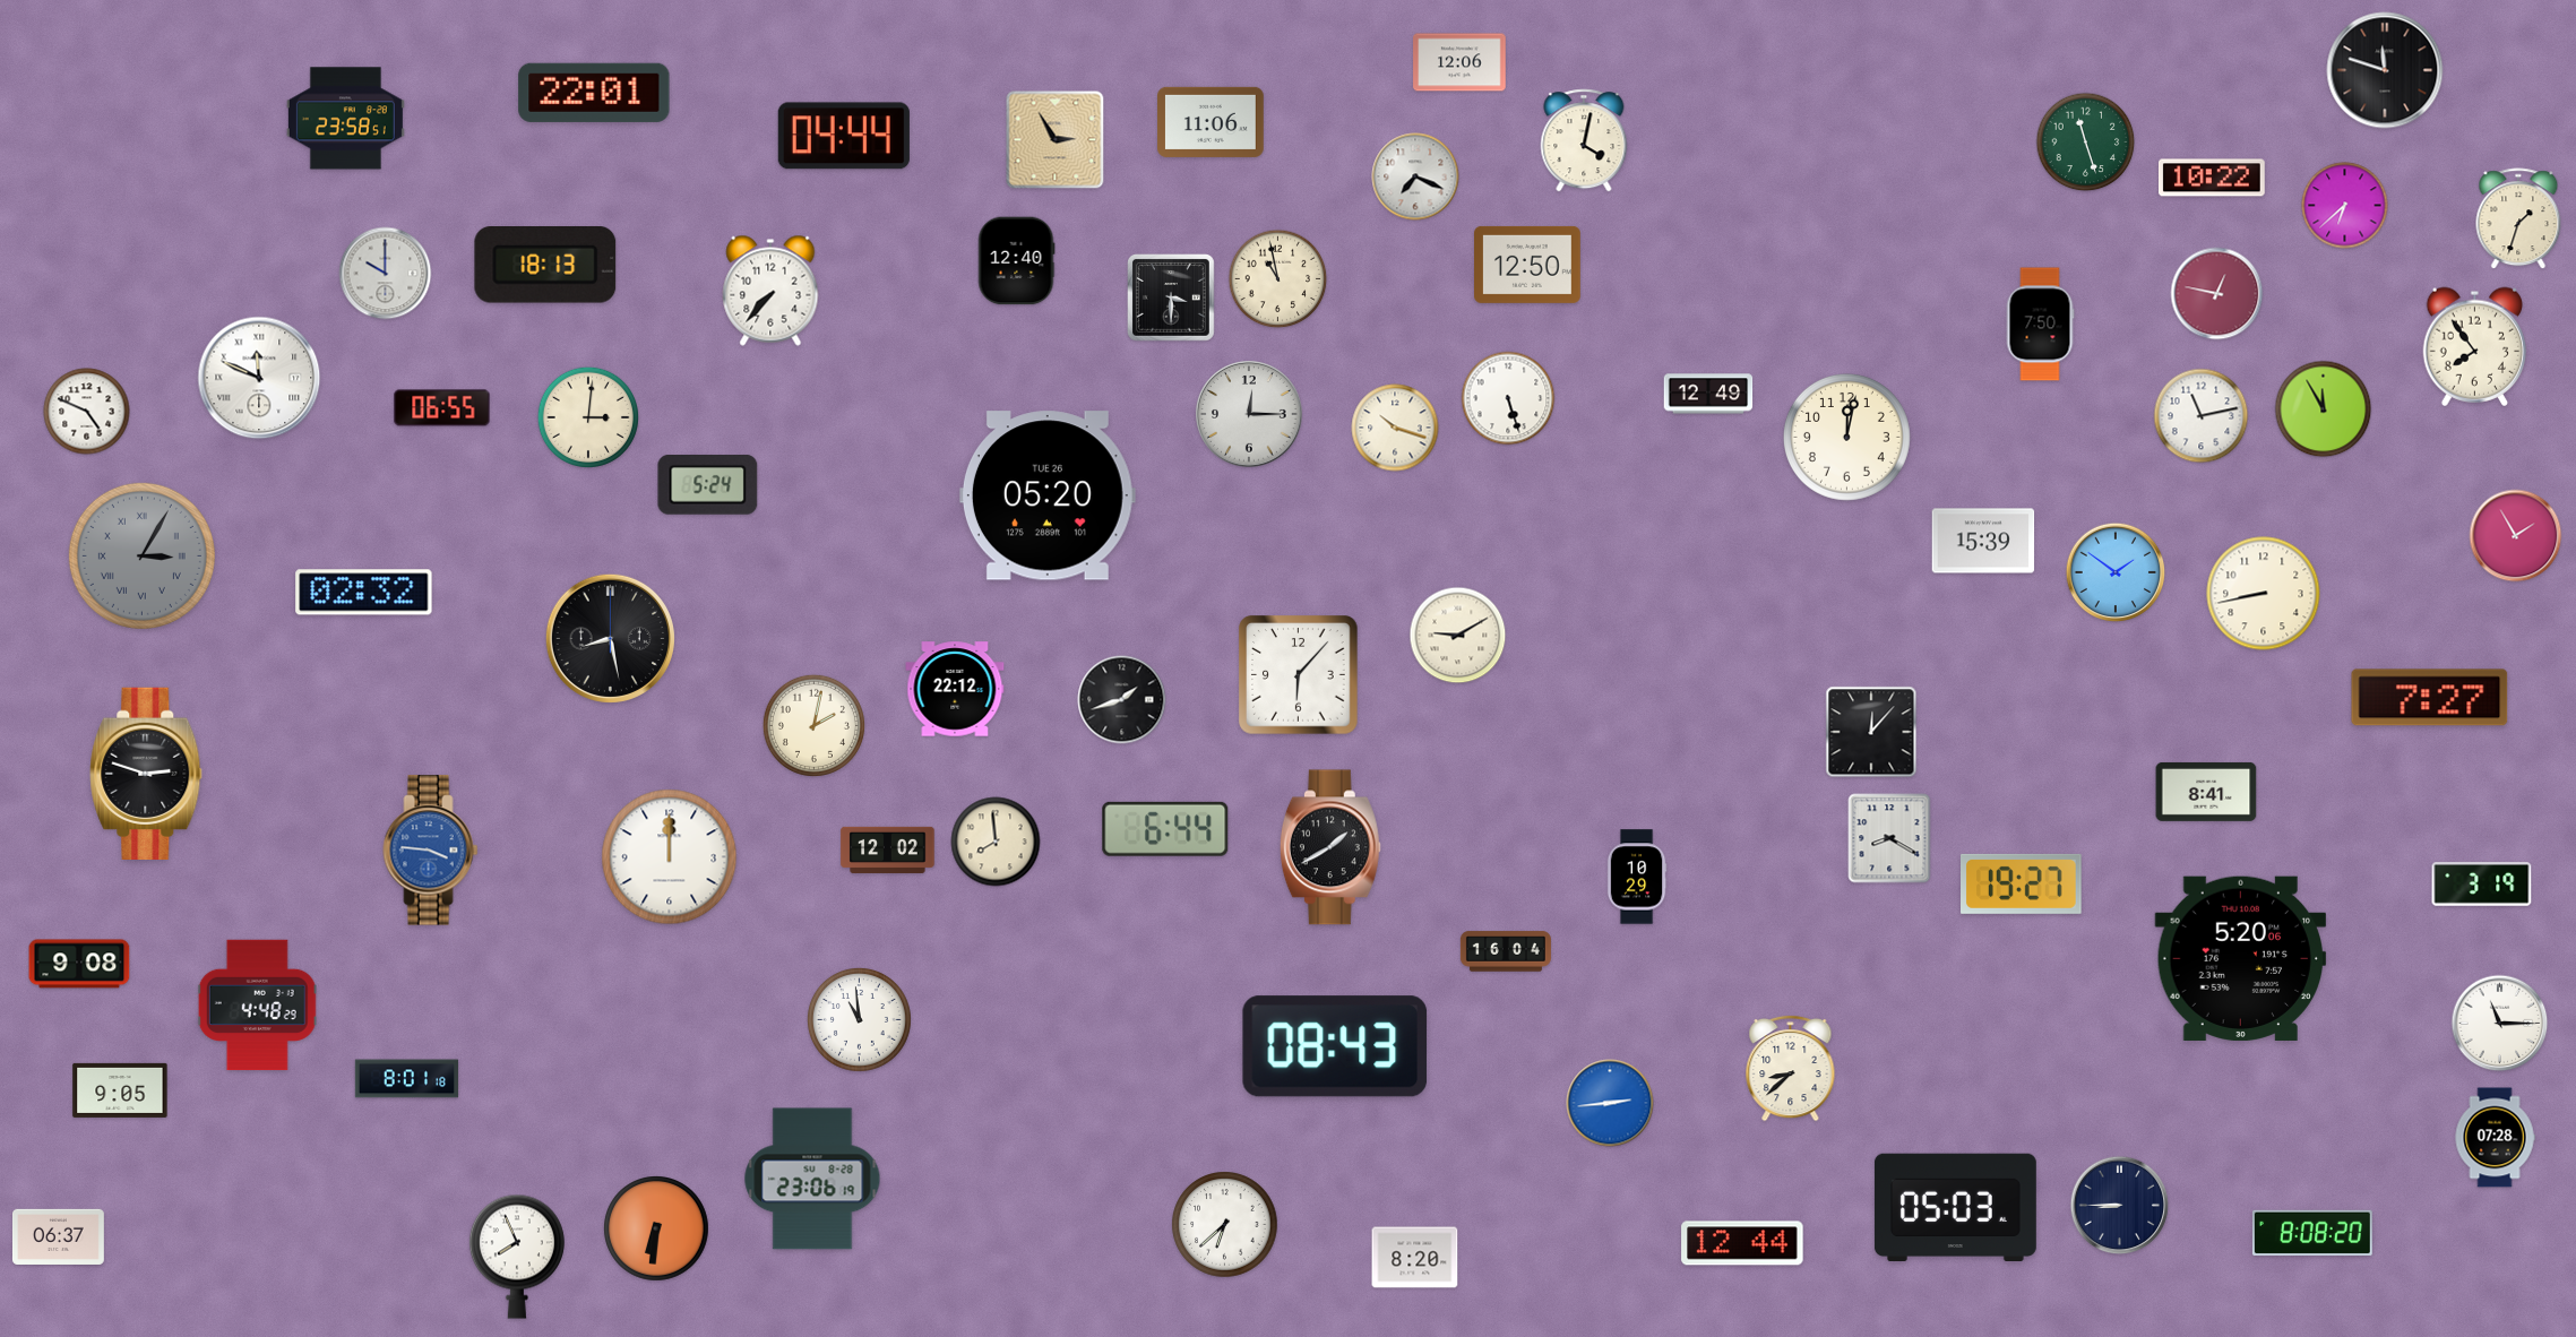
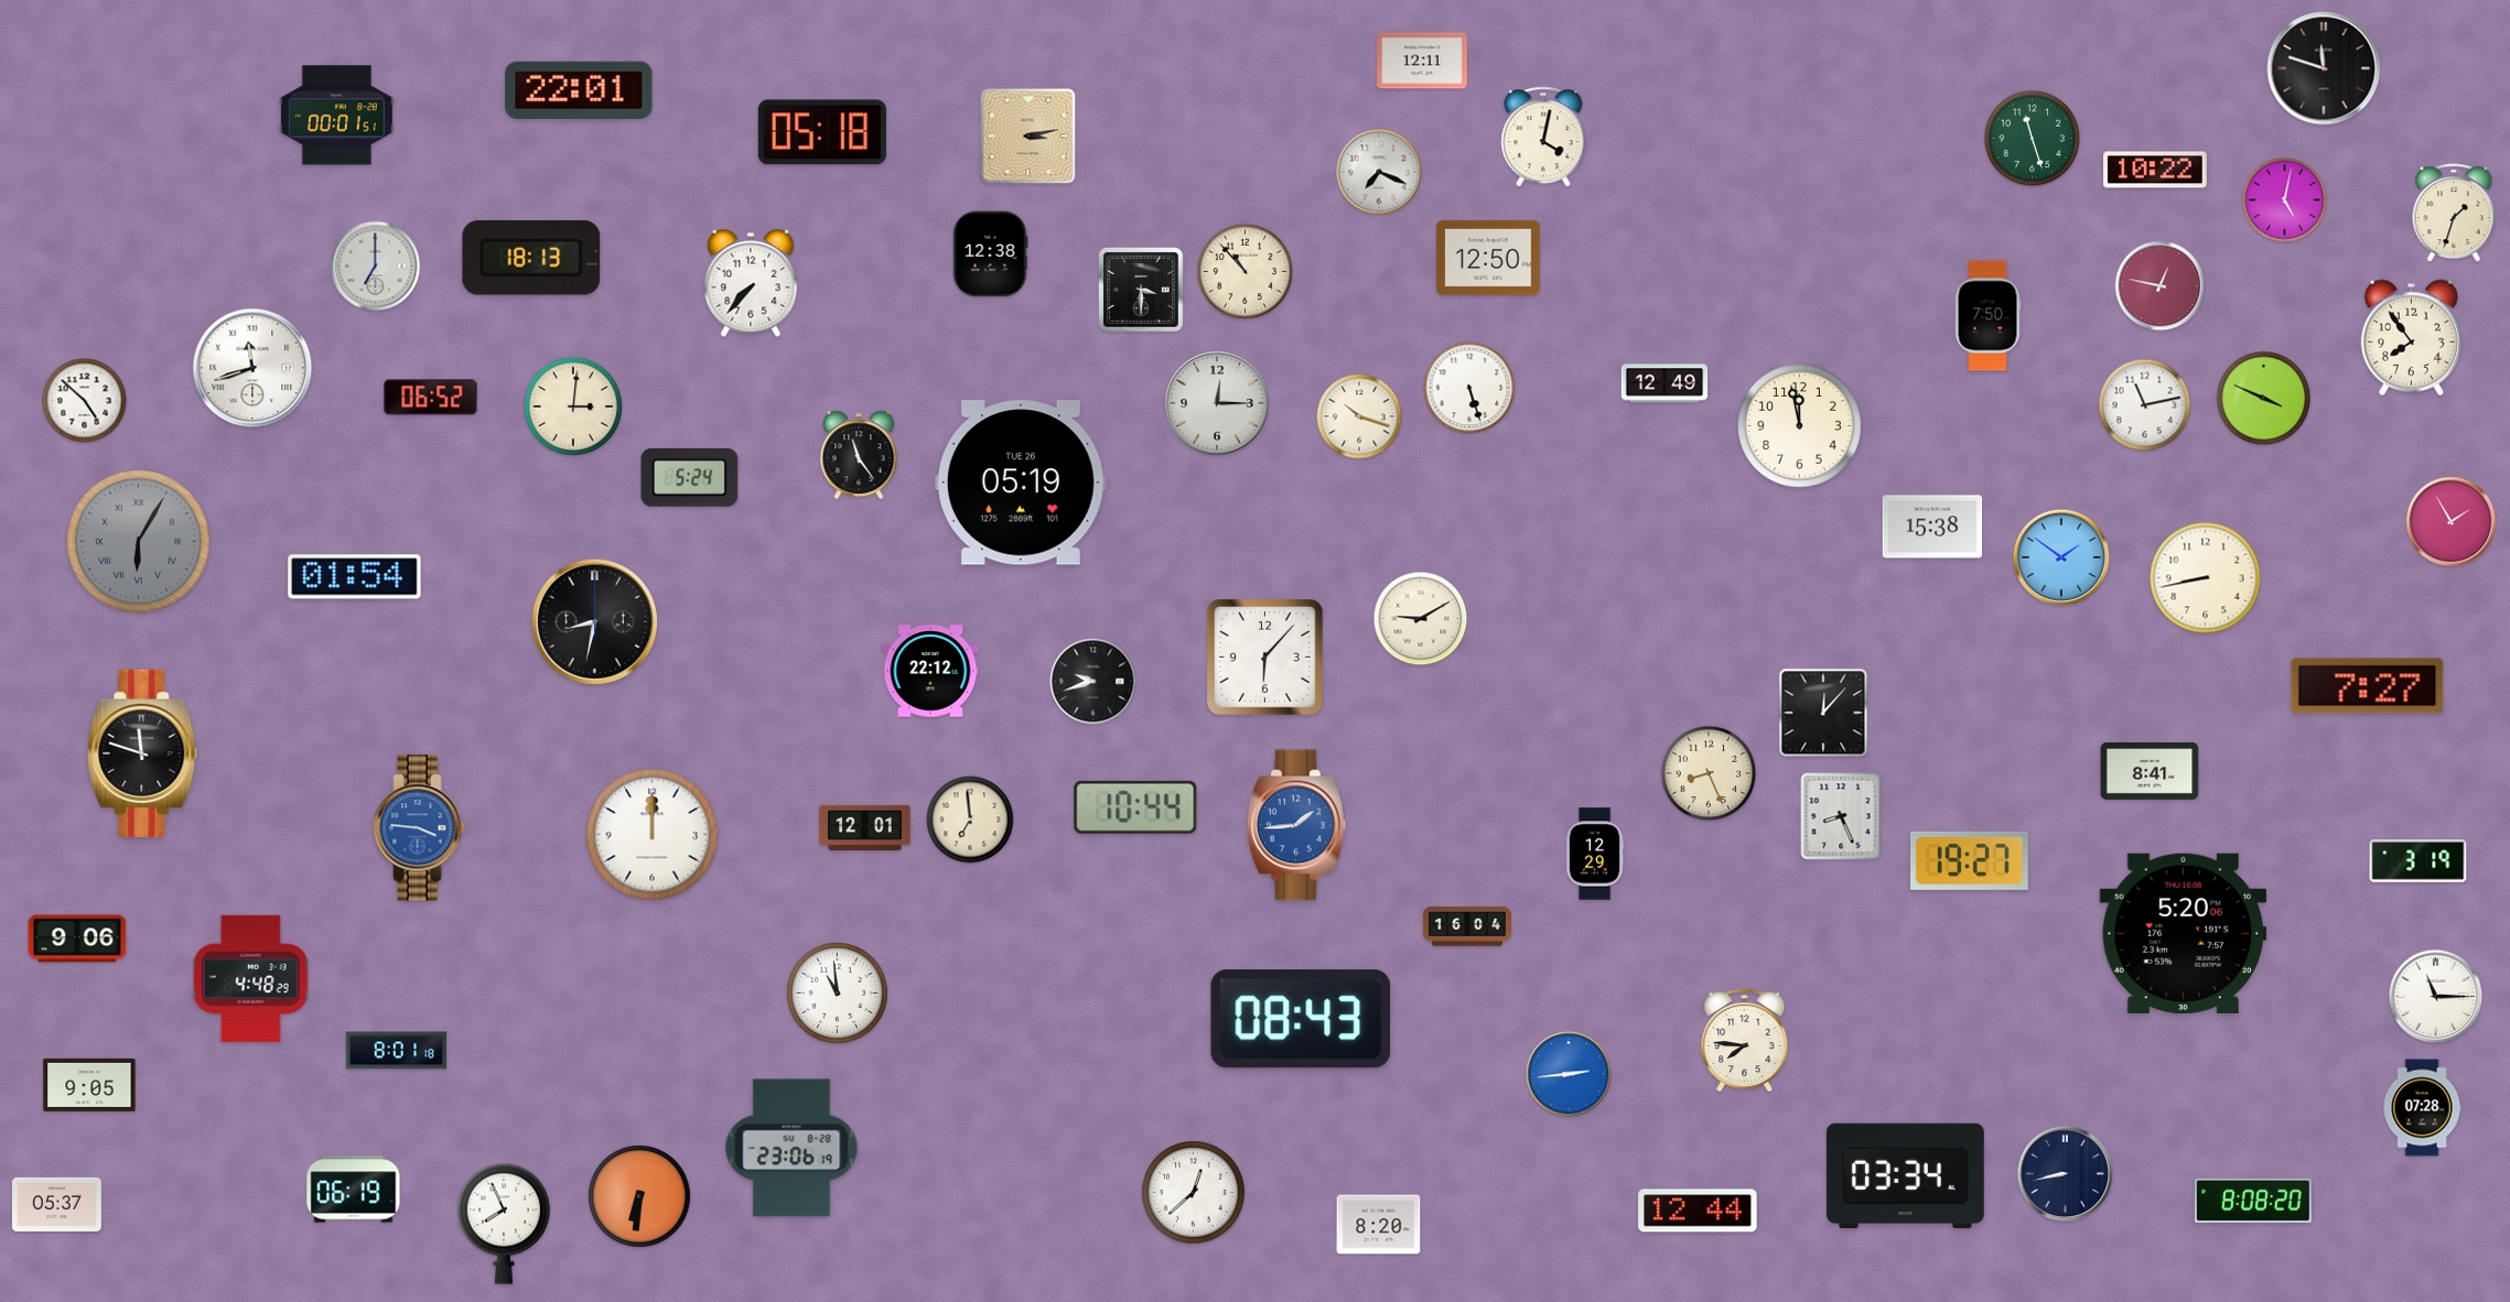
clock at (1459, 62): 12:06 -> 12:11
clock at (345, 119): 23:58 -> 00:01
clock at (1212, 122): 11:06 -> none
clock at (844, 136): 04:44 -> 05:18
clock at (1056, 140): 2:55 -> 3:13
clock at (2213, 178) position: (2213, 178) -> (2156, 170)
clock at (2345, 206): 6:38 -> 5:02
clock at (1016, 261): 12:40 -> 12:38
clock at (386, 274): 10:00 -> 7:00
clock at (1278, 279): 10:58 -> 10:53
clock at (259, 378): 11:49 -> 11:42
clock at (442, 408): 06:55 -> 06:52
clock at (2324, 409): 11:55 -> 3:49
clock at (87, 412): 4:49 -> 4:52
clock at (1846, 437): 12:02 -> 11:58
clock at (859, 455): none -> 11:24
clock at (708, 485) position: (708, 485) -> (690, 478)
clock at (1048, 495): 05:20 -> 05:19
clock at (1983, 541): 15:39 -> 15:38
clock at (141, 555): 3:05 -> 6:05
clock at (364, 593): 02:32 -> 01:54
clock at (610, 638): 8:28 -> 8:32
clock at (2430, 698) position: (2430, 698) -> (2368, 686)
clock at (1122, 700): 1:42 -> 9:42
clock at (813, 725): 2:02 -> none
clock at (146, 773): 2:48 -> 11:48
clock at (1709, 773): none -> 8:26
clock at (1165, 829): 6:44 -> 10:44
clock at (1889, 838): 8:20 -> 8:26
clock at (996, 842): 7:59 -> 6:59
clock at (1330, 847): 1:40 -> 1:44
clock at (1330, 847) dial: black -> blue
clock at (888, 849): 12:02 -> 12:01
clock at (1637, 877): 10:29 -> 12:29
clock at (79, 964): 9:08 -> 9:06
clock at (1791, 1068): 8:38 -> 7:46
clock at (120, 1090) position: (120, 1090) -> (89, 1085)
clock at (2495, 1138) position: (2495, 1138) -> (2422, 1108)
clock at (2120, 1206): 8:45 -> 8:43
clock at (1955, 1208): 05:03 -> 03:34
clock at (354, 1190): none -> 06:19
clock at (1225, 1225): 6:38 -> 12:38
clock at (58, 1236): 06:37 -> 05:37
